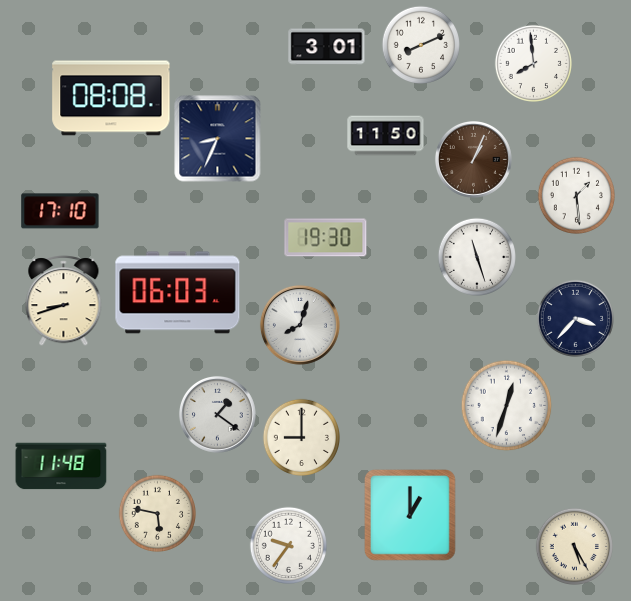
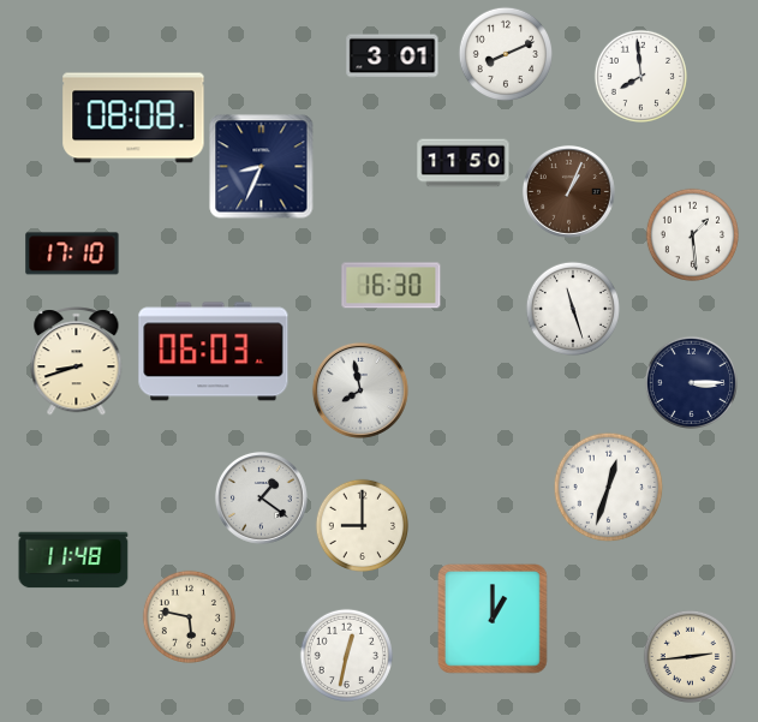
clock at (326, 238): 19:30 -> 16:30
clock at (575, 318): 3:37 -> 3:15
clock at (300, 325): 8:03 -> 7:58
clock at (288, 545): 9:36 -> 12:32
clock at (574, 546): 5:25 -> 2:44
